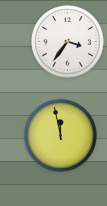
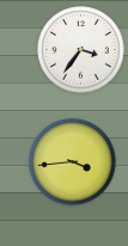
clock at (61, 136): 11:58 -> 3:44
